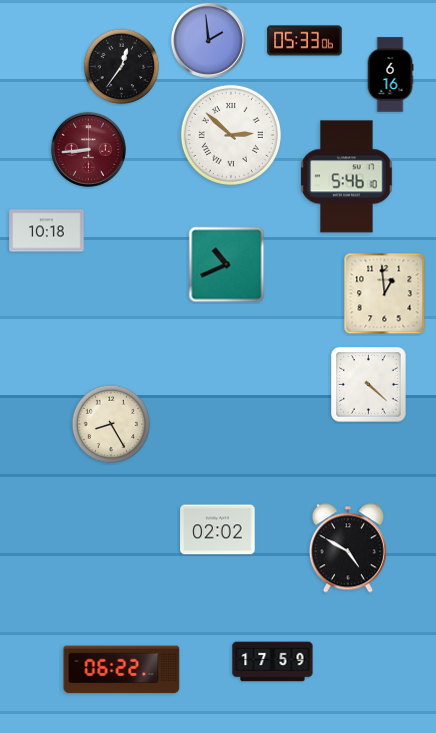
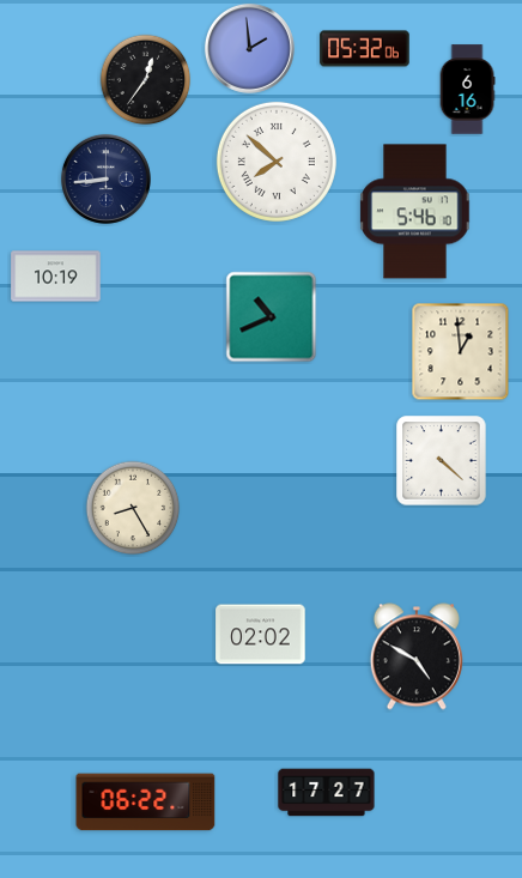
clock at (305, 41): 05:33 -> 05:32
clock at (231, 135): 2:52 -> 7:52
clock at (88, 149) dial: burgundy -> navy
clock at (47, 231): 10:18 -> 10:19
clock at (273, 662): 17:59 -> 17:27
